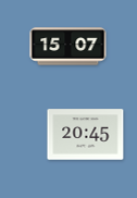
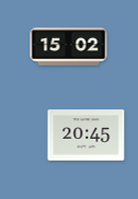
clock at (68, 47): 15:07 -> 15:02
